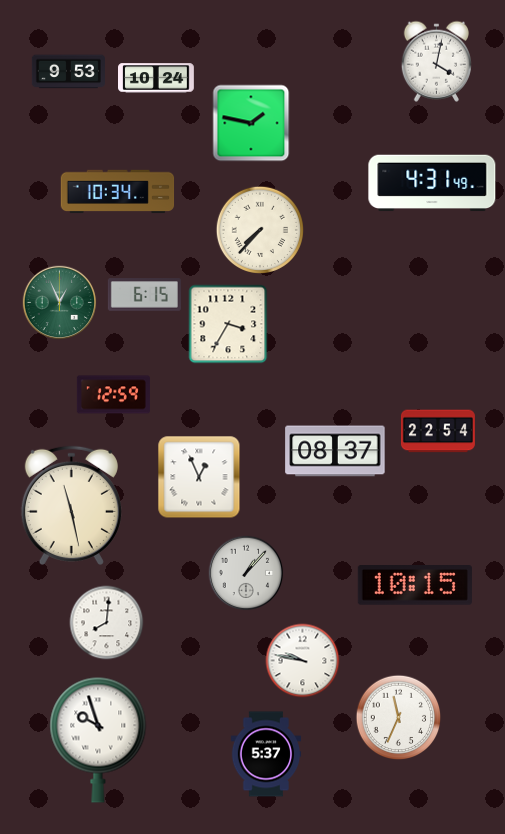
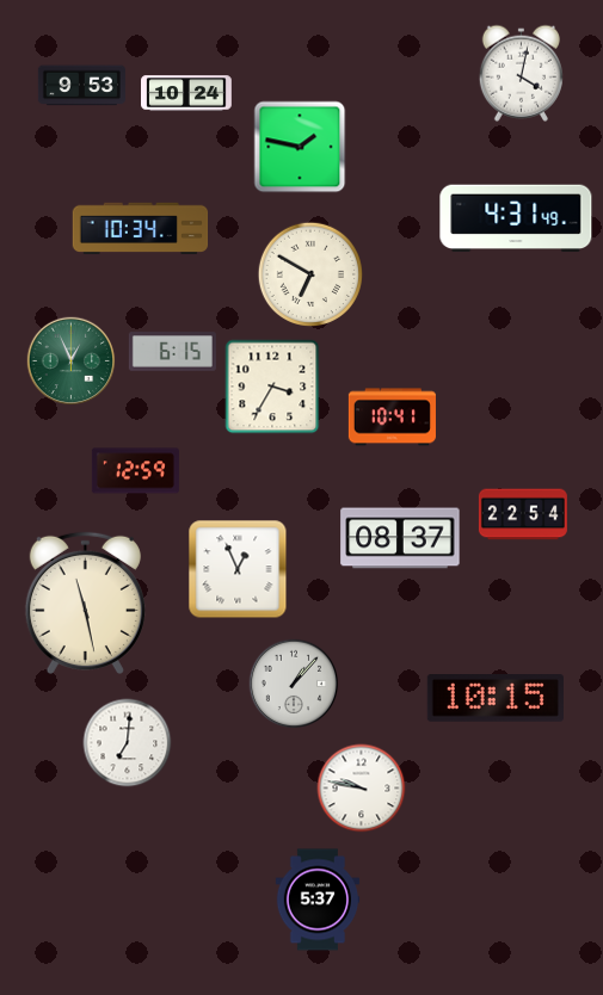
clock at (259, 229): 7:37 -> 6:50
clock at (392, 418): none -> 10:41
clock at (107, 623): 8:01 -> 7:01
clock at (399, 718): 11:34 -> none
clock at (98, 740): 9:57 -> none
